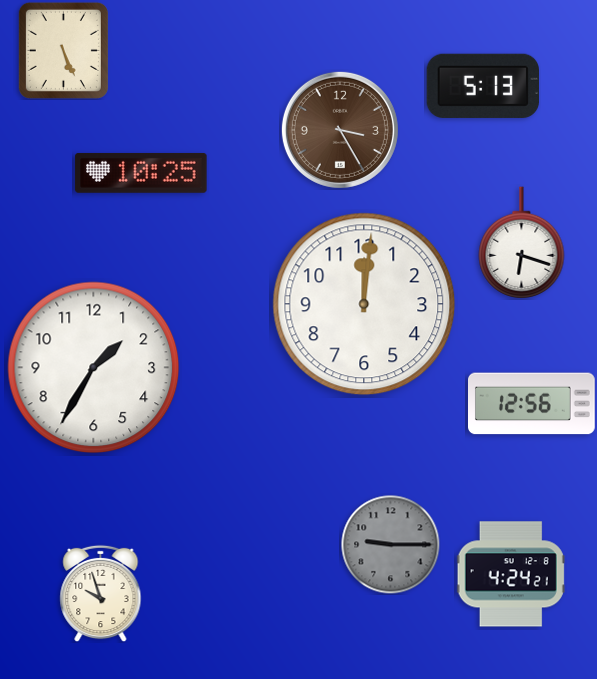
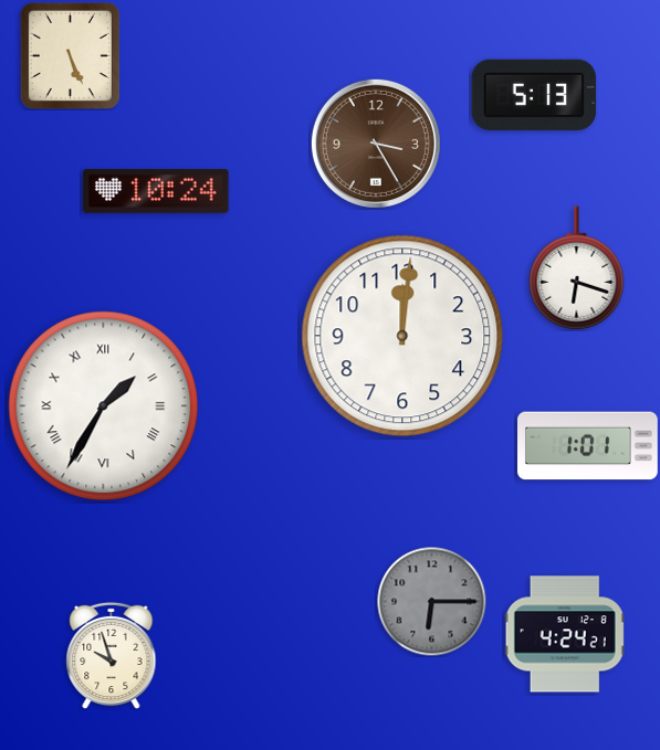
clock at (141, 173): 10:25 -> 10:24
clock at (94, 368) numerals: Arabic -> Roman
clock at (532, 404): 12:56 -> 1:01
clock at (391, 545): 9:15 -> 6:15
